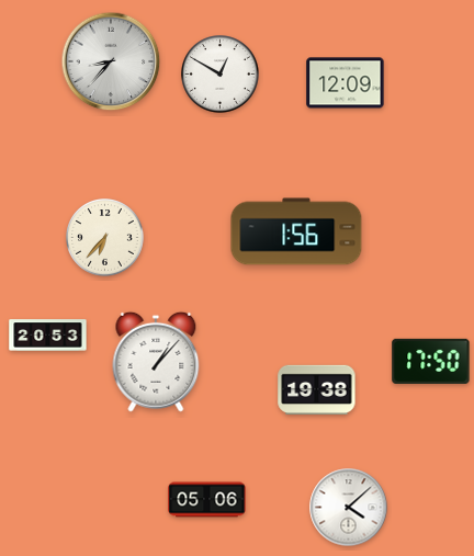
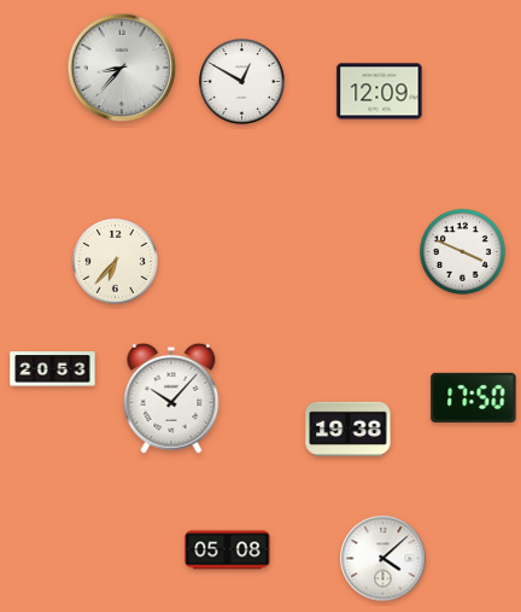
clock at (463, 252): none -> 3:49
clock at (296, 231): 1:56 -> none
clock at (156, 362): 1:07 -> 10:07
clock at (207, 500): 05:06 -> 05:08
